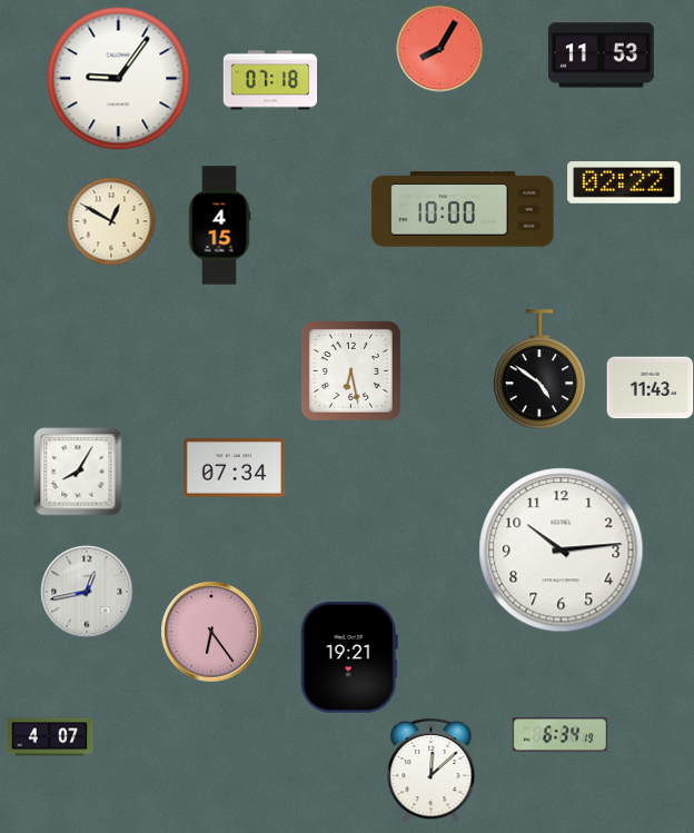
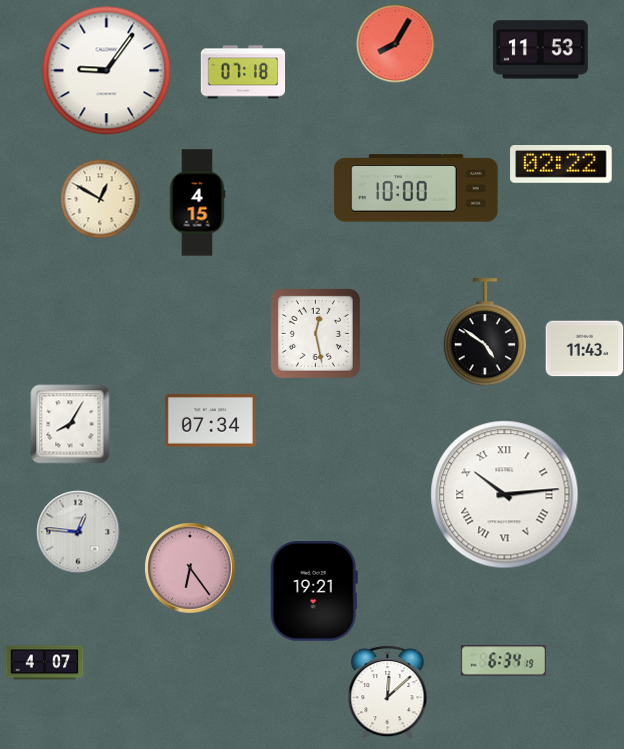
clock at (350, 370): 6:28 -> 12:28
clock at (562, 551) numerals: Arabic -> Roman
clock at (87, 592): 12:43 -> 12:46
